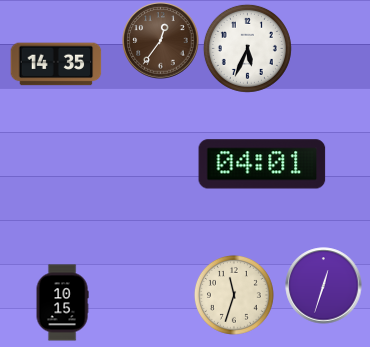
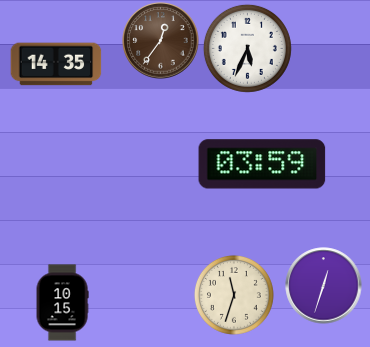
clock at (262, 164): 04:01 -> 03:59
